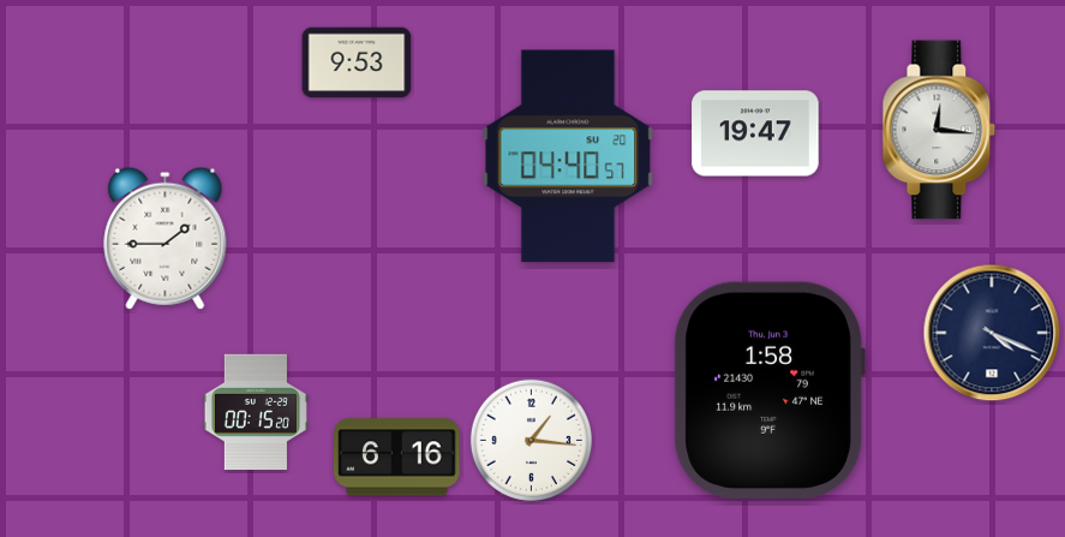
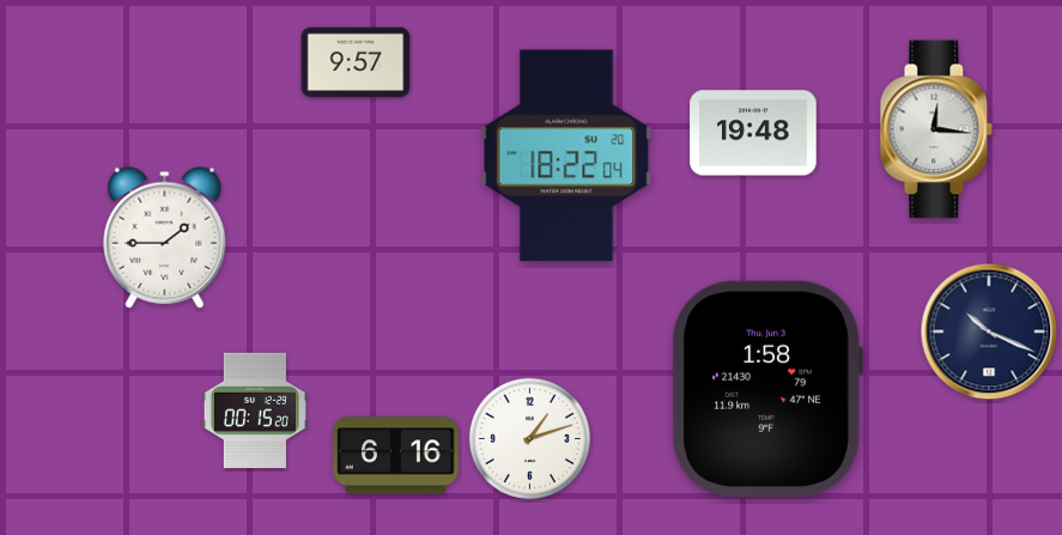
clock at (357, 62): 9:53 -> 9:57
clock at (755, 133): 19:47 -> 19:48
clock at (568, 156): 04:40 -> 18:22
clock at (992, 333): 4:19 -> 10:19
clock at (531, 440): 1:16 -> 1:12
